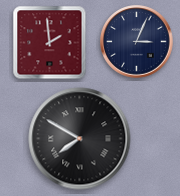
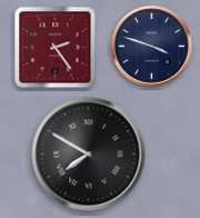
clock at (137, 42): 3:04 -> 3:48
clock at (50, 43): 1:59 -> 2:24
